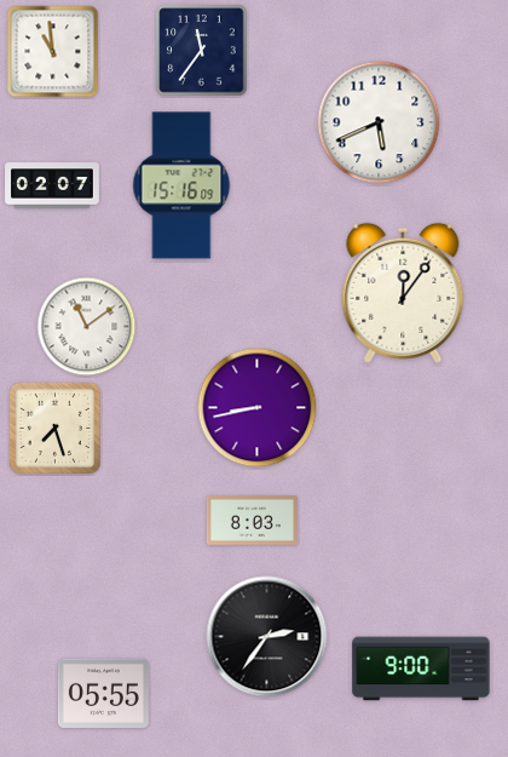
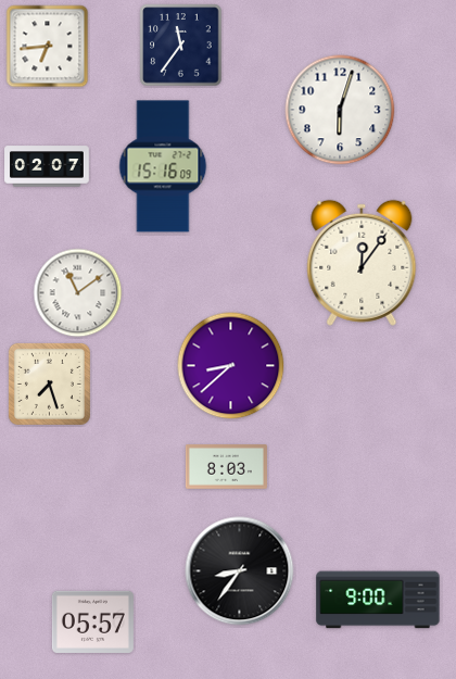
clock at (53, 52): 10:59 -> 6:44
clock at (379, 122): 5:41 -> 6:03
clock at (258, 408): 8:43 -> 8:38
clock at (267, 637): 2:36 -> 8:36
clock at (103, 693): 05:55 -> 05:57
